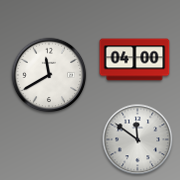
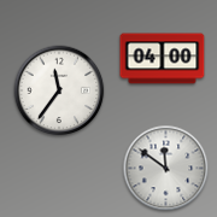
clock at (135, 60) position: (135, 60) -> (163, 59)
clock at (49, 75): 11:40 -> 11:36
